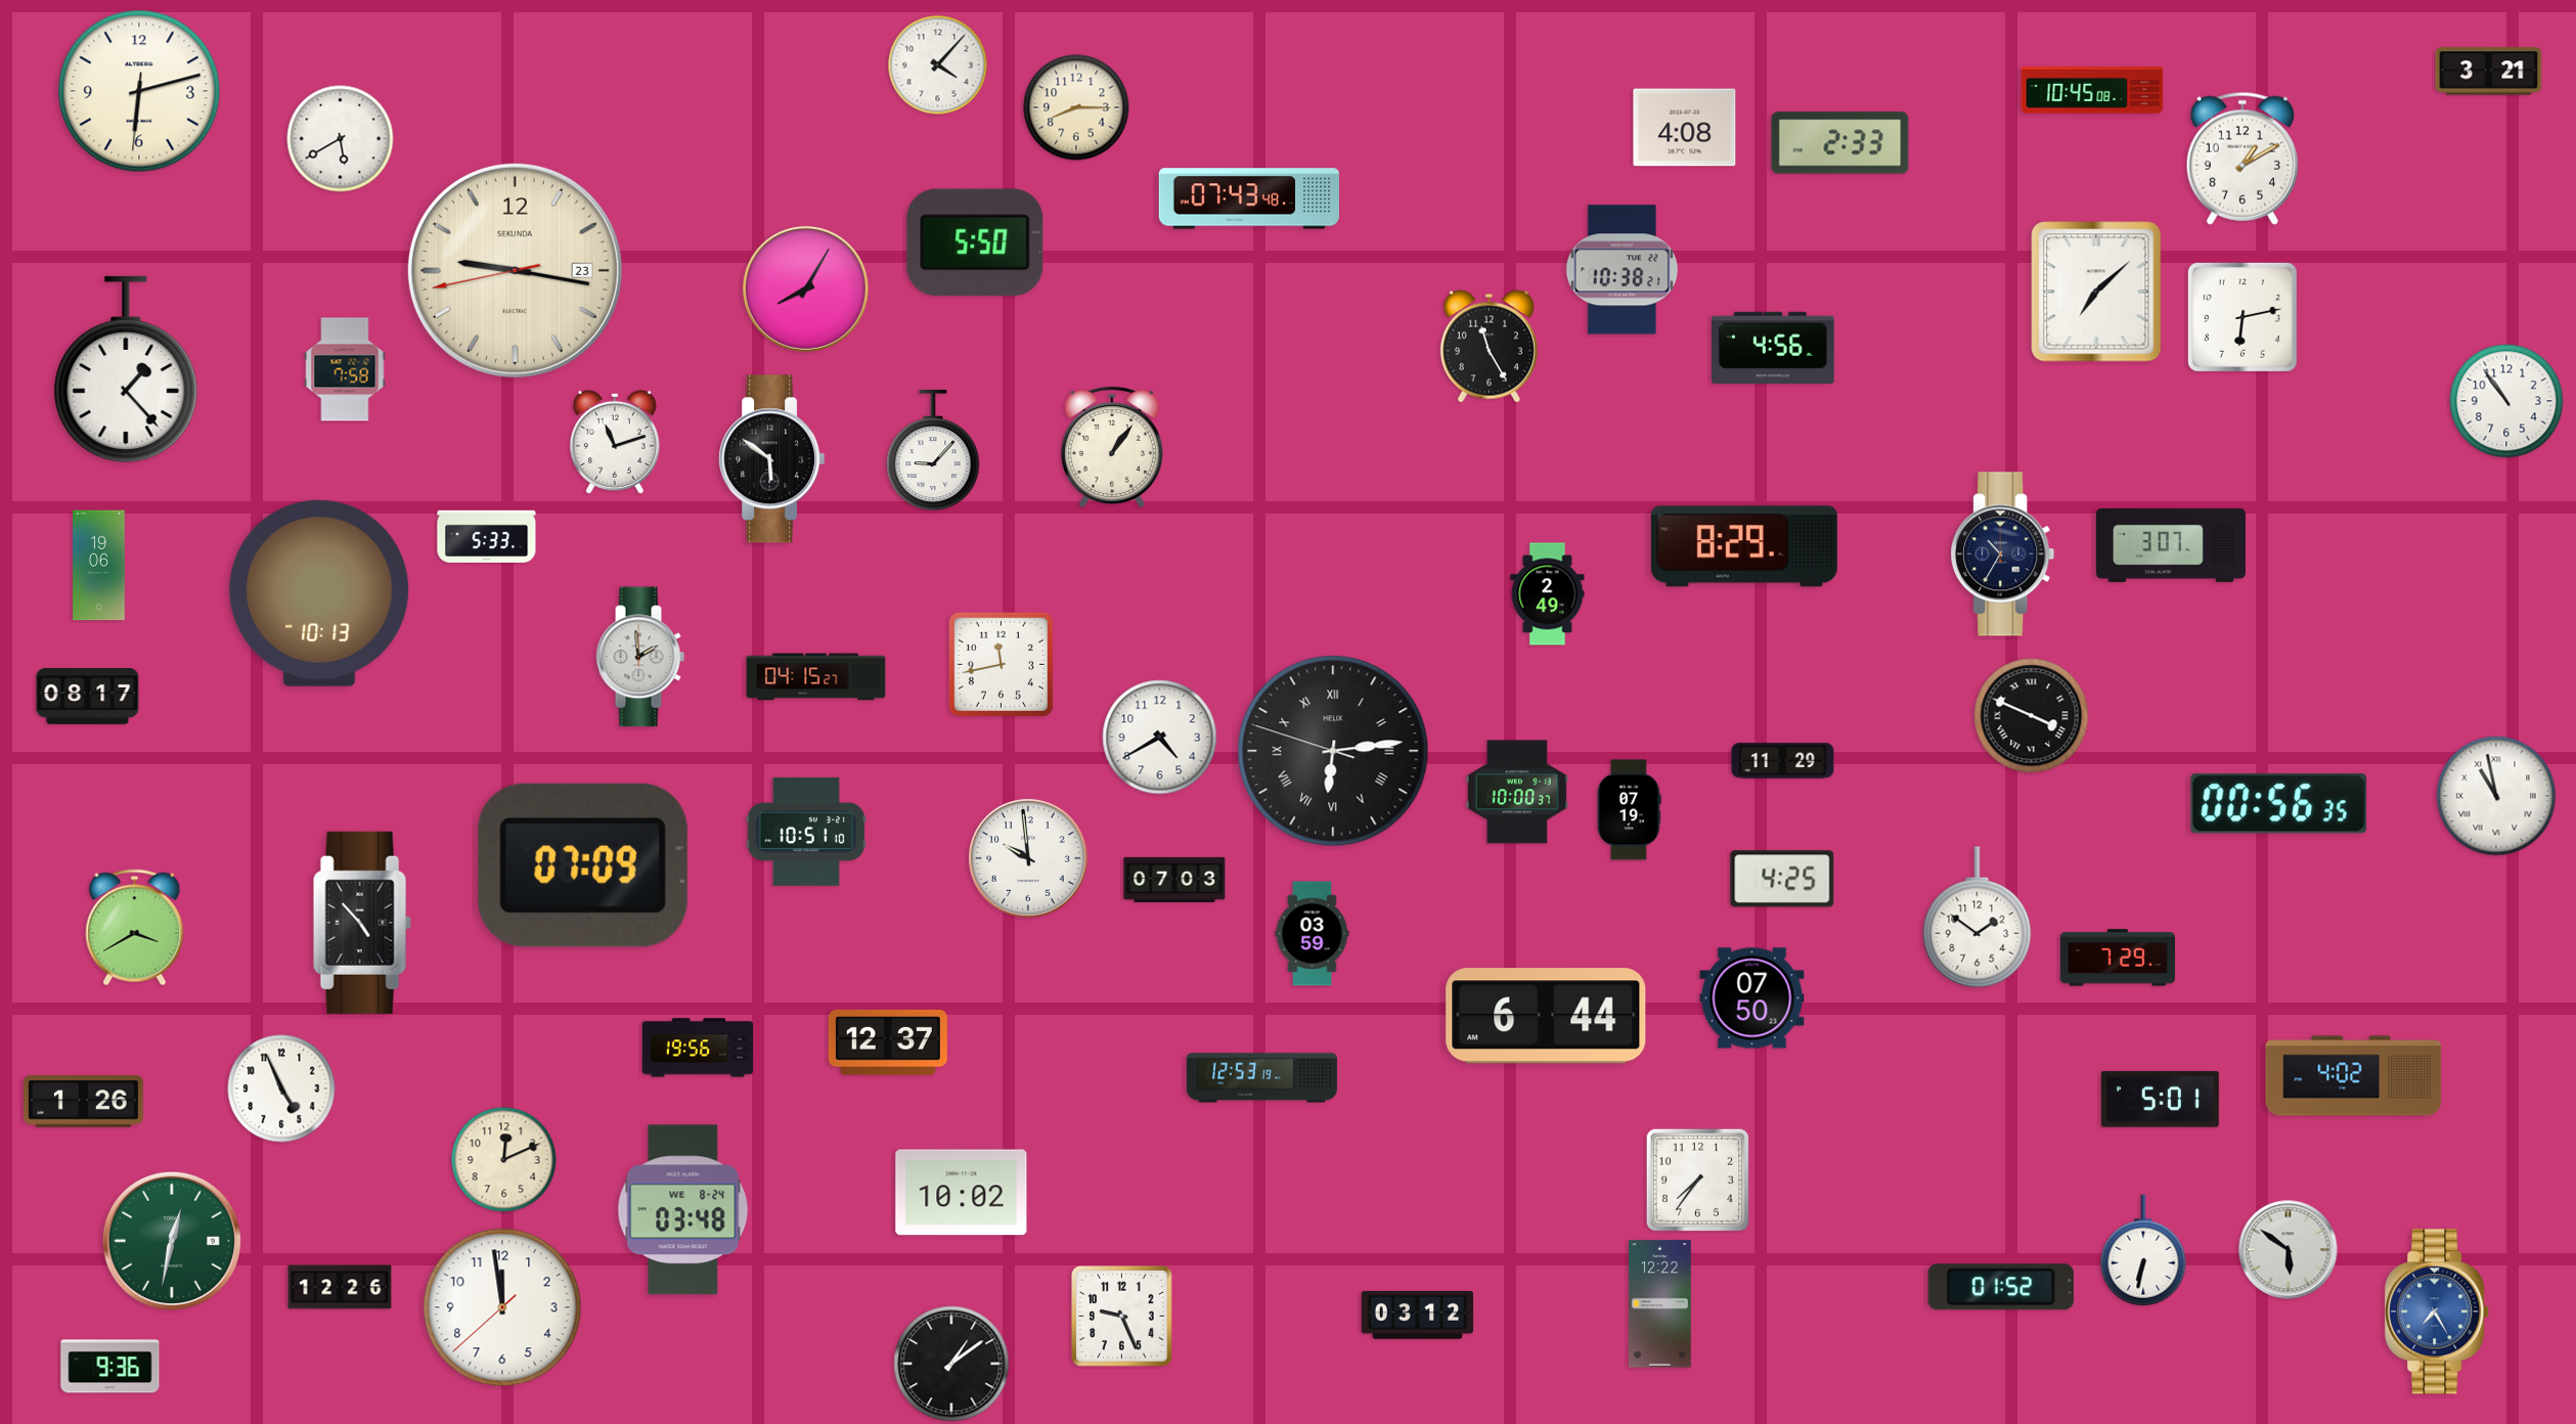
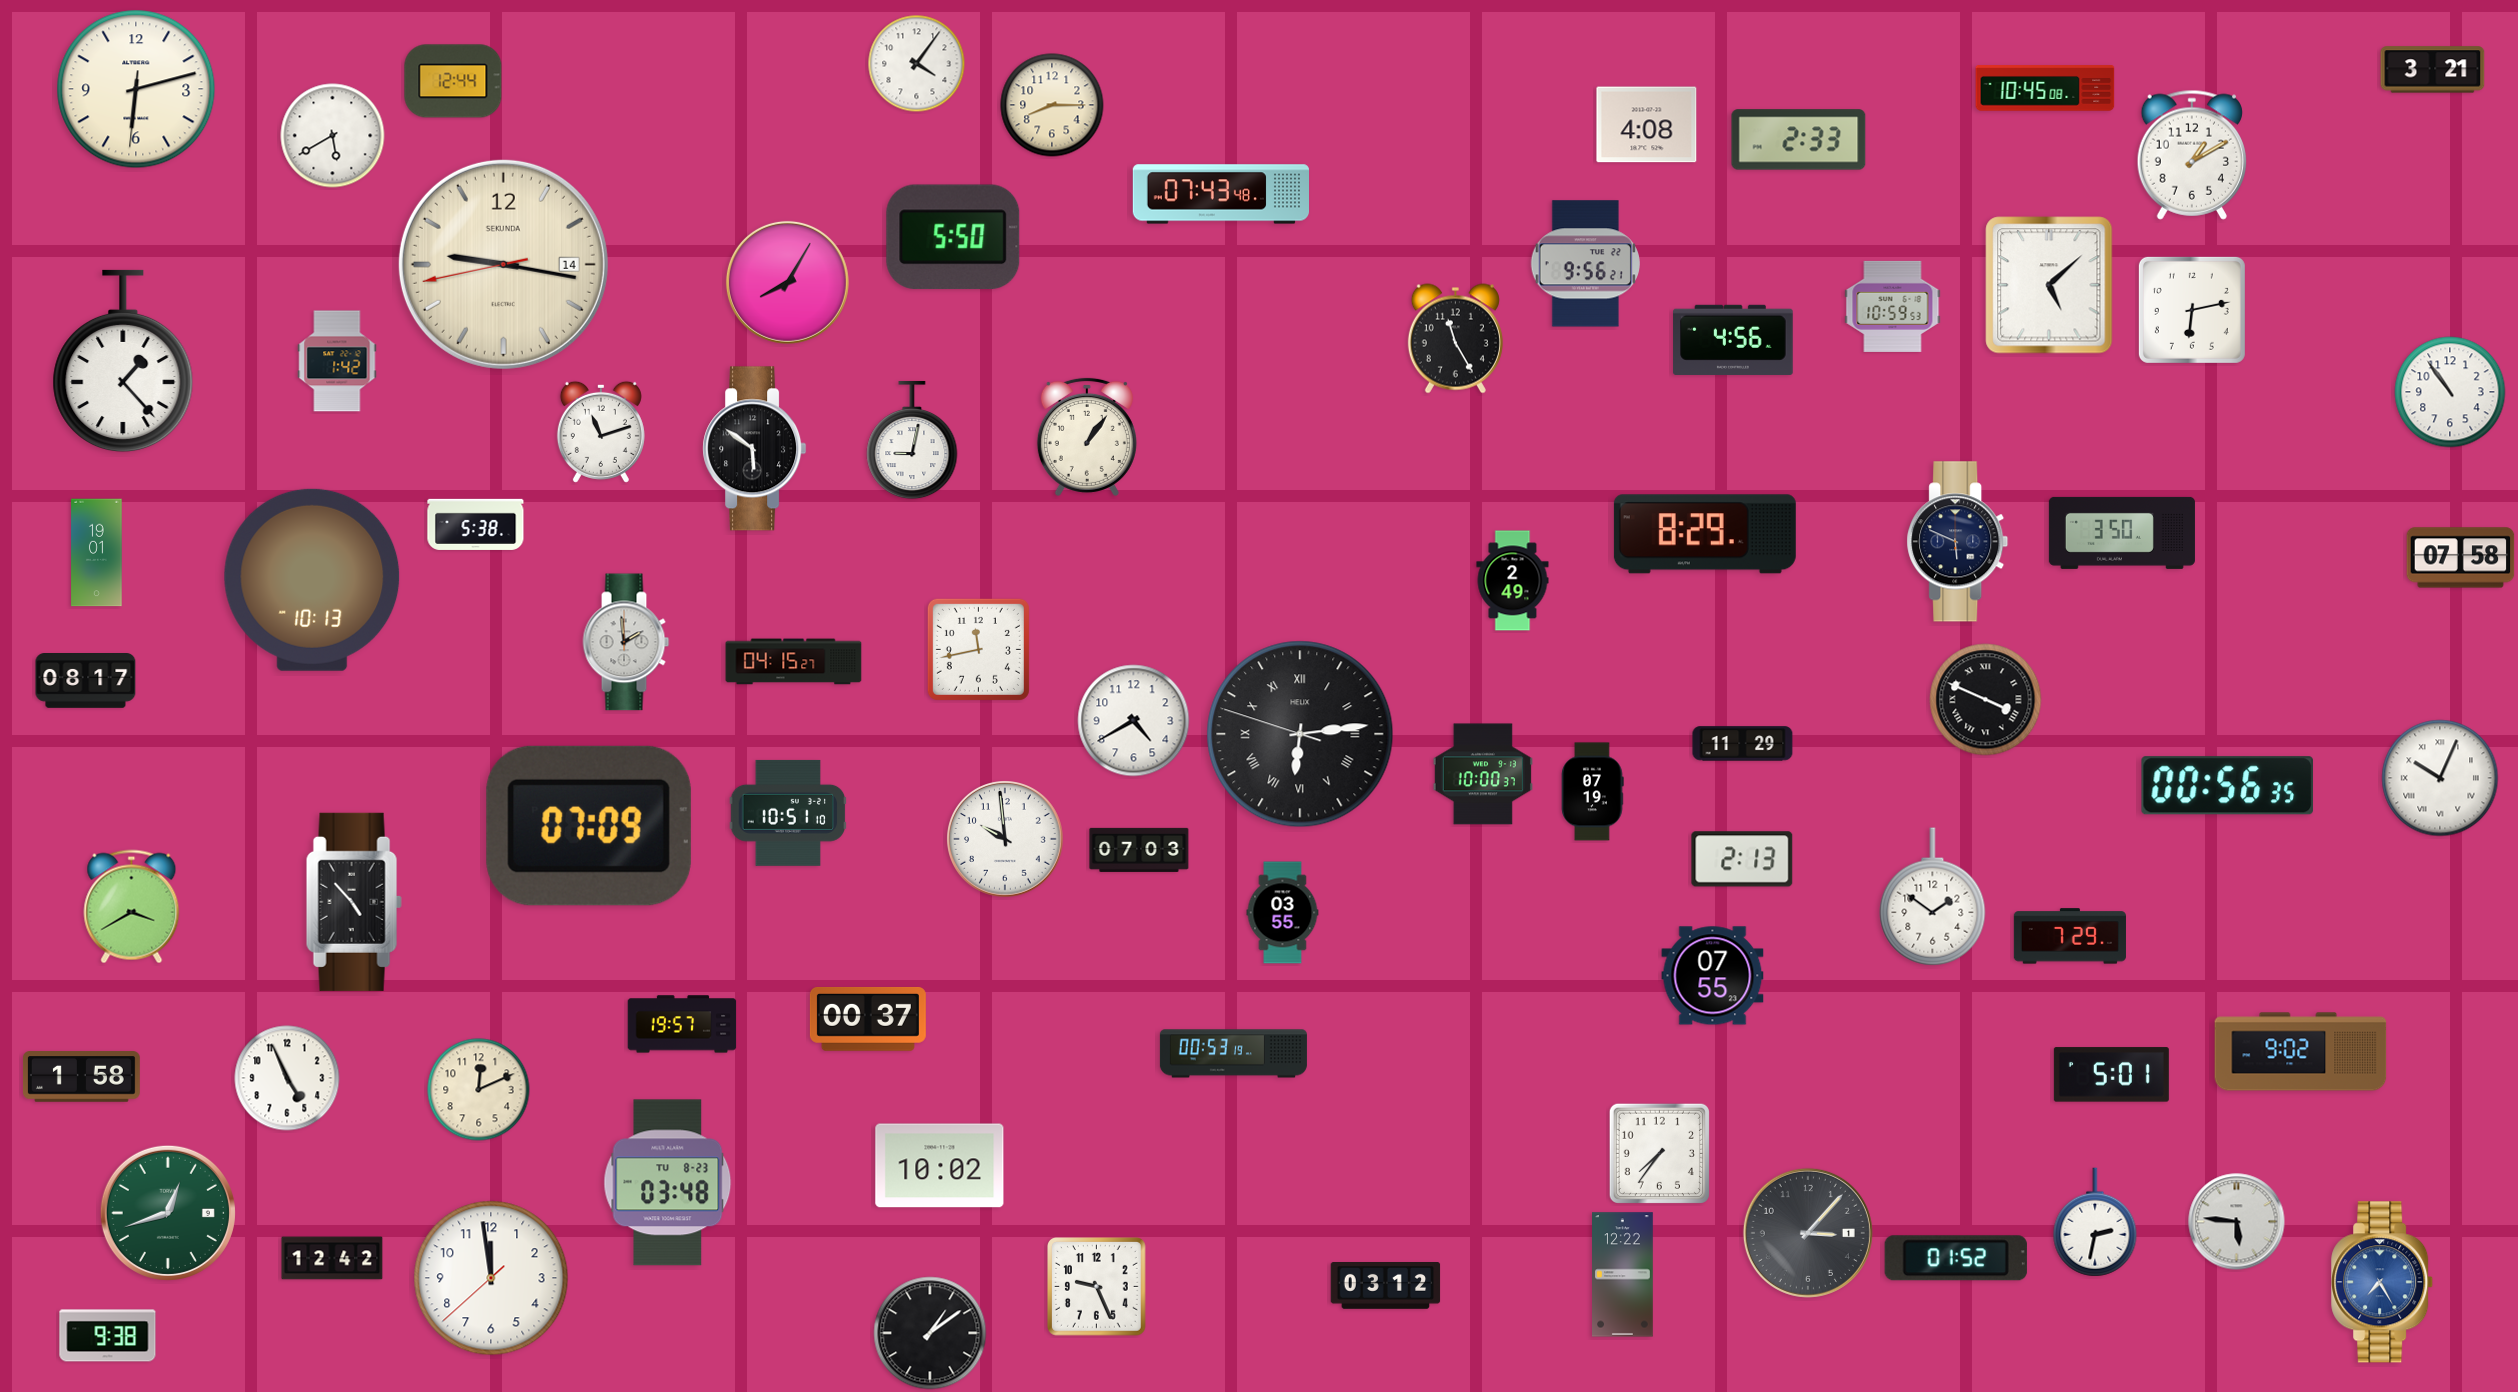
clock at (938, 65): 4:07 -> 4:06
clock at (453, 81): none -> 12:44
clock at (515, 270) date: 23 -> 14
clock at (1622, 270): 10:38 -> 9:56
clock at (2096, 292): 7:08 -> 5:08
clock at (1893, 306): none -> 10:59
clock at (345, 369): 7:58 -> 1:42
clock at (933, 450): 9:07 -> 9:02
clock at (487, 536): 5:33 -> 5:38
clock at (2171, 545): 3:07 -> 3:50
clock at (2003, 554): 10:35 -> 5:49
clock at (99, 566): 19:06 -> 19:01
clock at (2461, 558): none -> 07:58
clock at (816, 677) position: (816, 677) -> (794, 662)
clock at (1333, 751) position: (1333, 751) -> (1300, 734)
clock at (2496, 796): 10:58 -> 10:04
clock at (583, 865) position: (583, 865) -> (589, 826)
clock at (1782, 879): 4:25 -> 2:13
clock at (1174, 880) position: (1174, 880) -> (1139, 850)
clock at (1313, 934): 03:59 -> 03:55
clock at (1752, 998): 07:50 -> 07:55
clock at (1546, 1016): 6:44 -> none
clock at (888, 1042): 12:37 -> 00:37
clock at (698, 1048): 19:56 -> 19:57
clock at (2354, 1076): 4:02 -> 9:02
clock at (1261, 1078): 12:53 -> 00:53
clock at (281, 1088) position: (281, 1088) -> (287, 1078)
clock at (83, 1102): 1:26 -> 1:58
clock at (504, 1160) position: (504, 1160) -> (479, 1090)
clock at (683, 1210) date: WE 8-24 -> TU 8-23
clock at (172, 1241): 12:32 -> 12:42
clock at (2143, 1250): 6:32 -> 2:32
clock at (2289, 1250): 5:51 -> 5:46
clock at (1808, 1233): none -> 3:07
clock at (340, 1287): 12:26 -> 12:42
clock at (110, 1367): 9:36 -> 9:38
